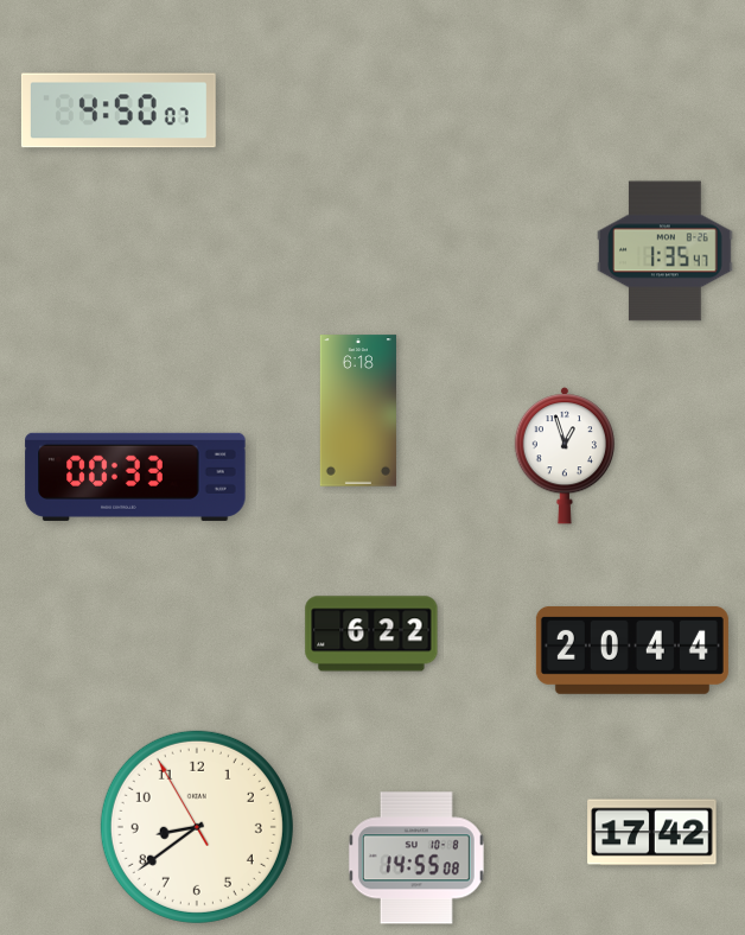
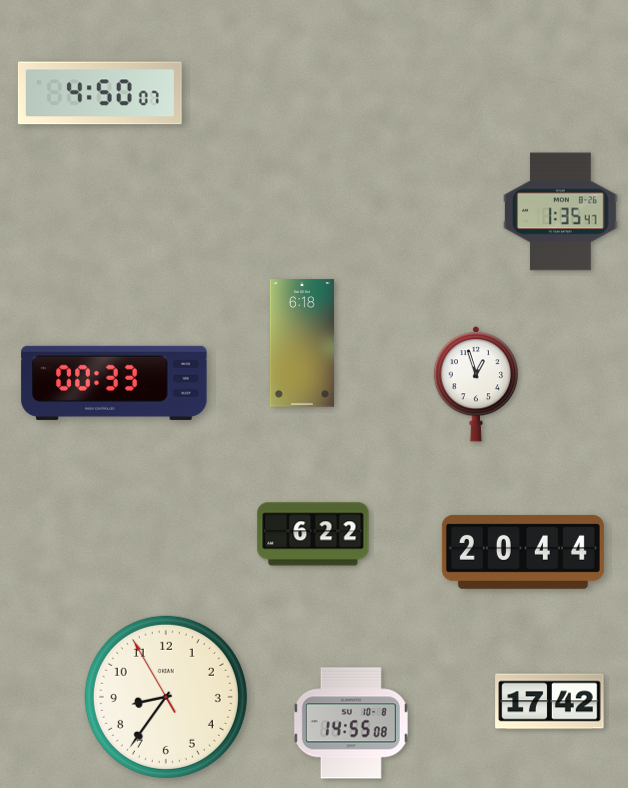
clock at (358, 411) position: (358, 411) -> (302, 343)
clock at (135, 477) position: (135, 477) -> (114, 383)
clock at (632, 650) position: (632, 650) -> (523, 552)
clock at (197, 827): 8:38 -> 8:35
